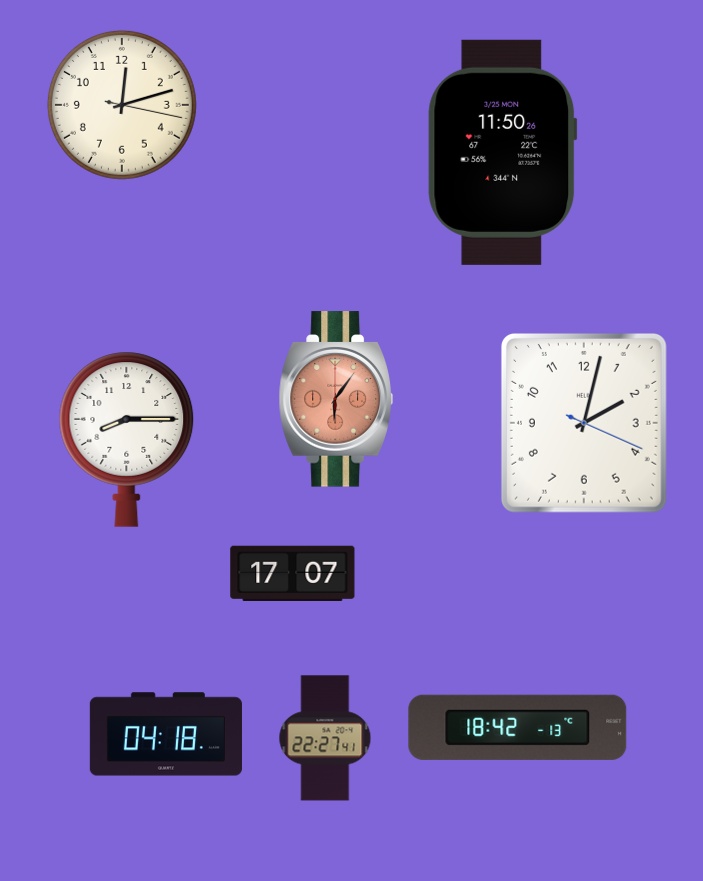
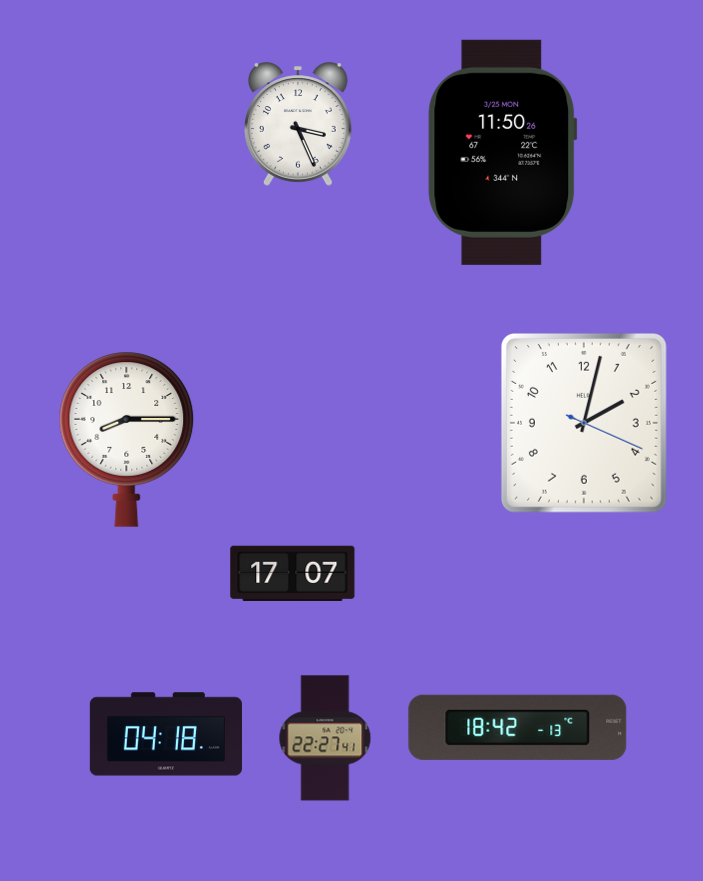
clock at (122, 105): 12:12 -> none
clock at (299, 124): none -> 3:26
clock at (335, 399): 6:06 -> none
